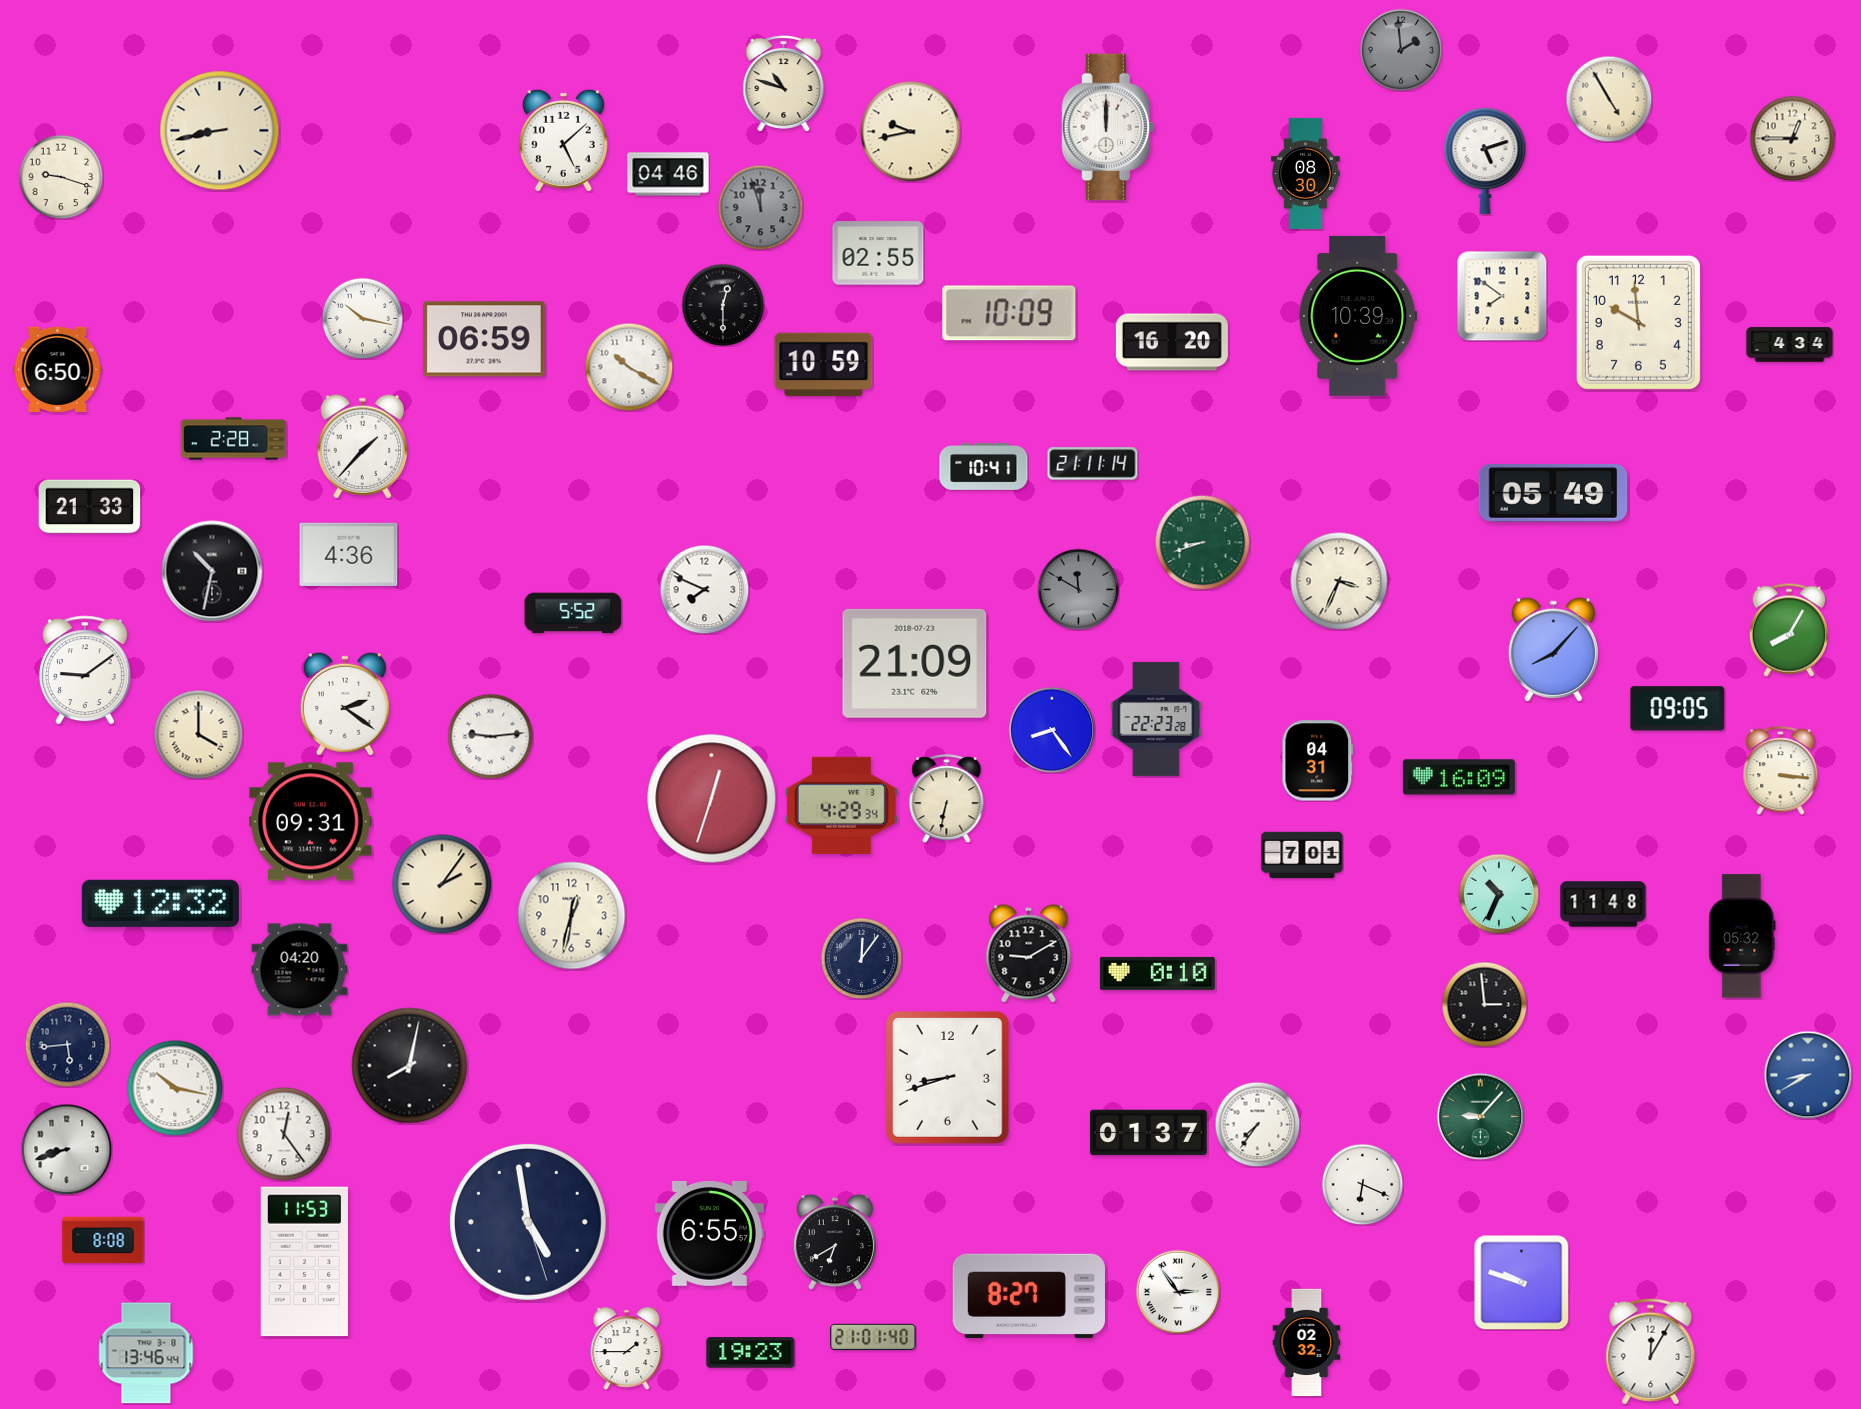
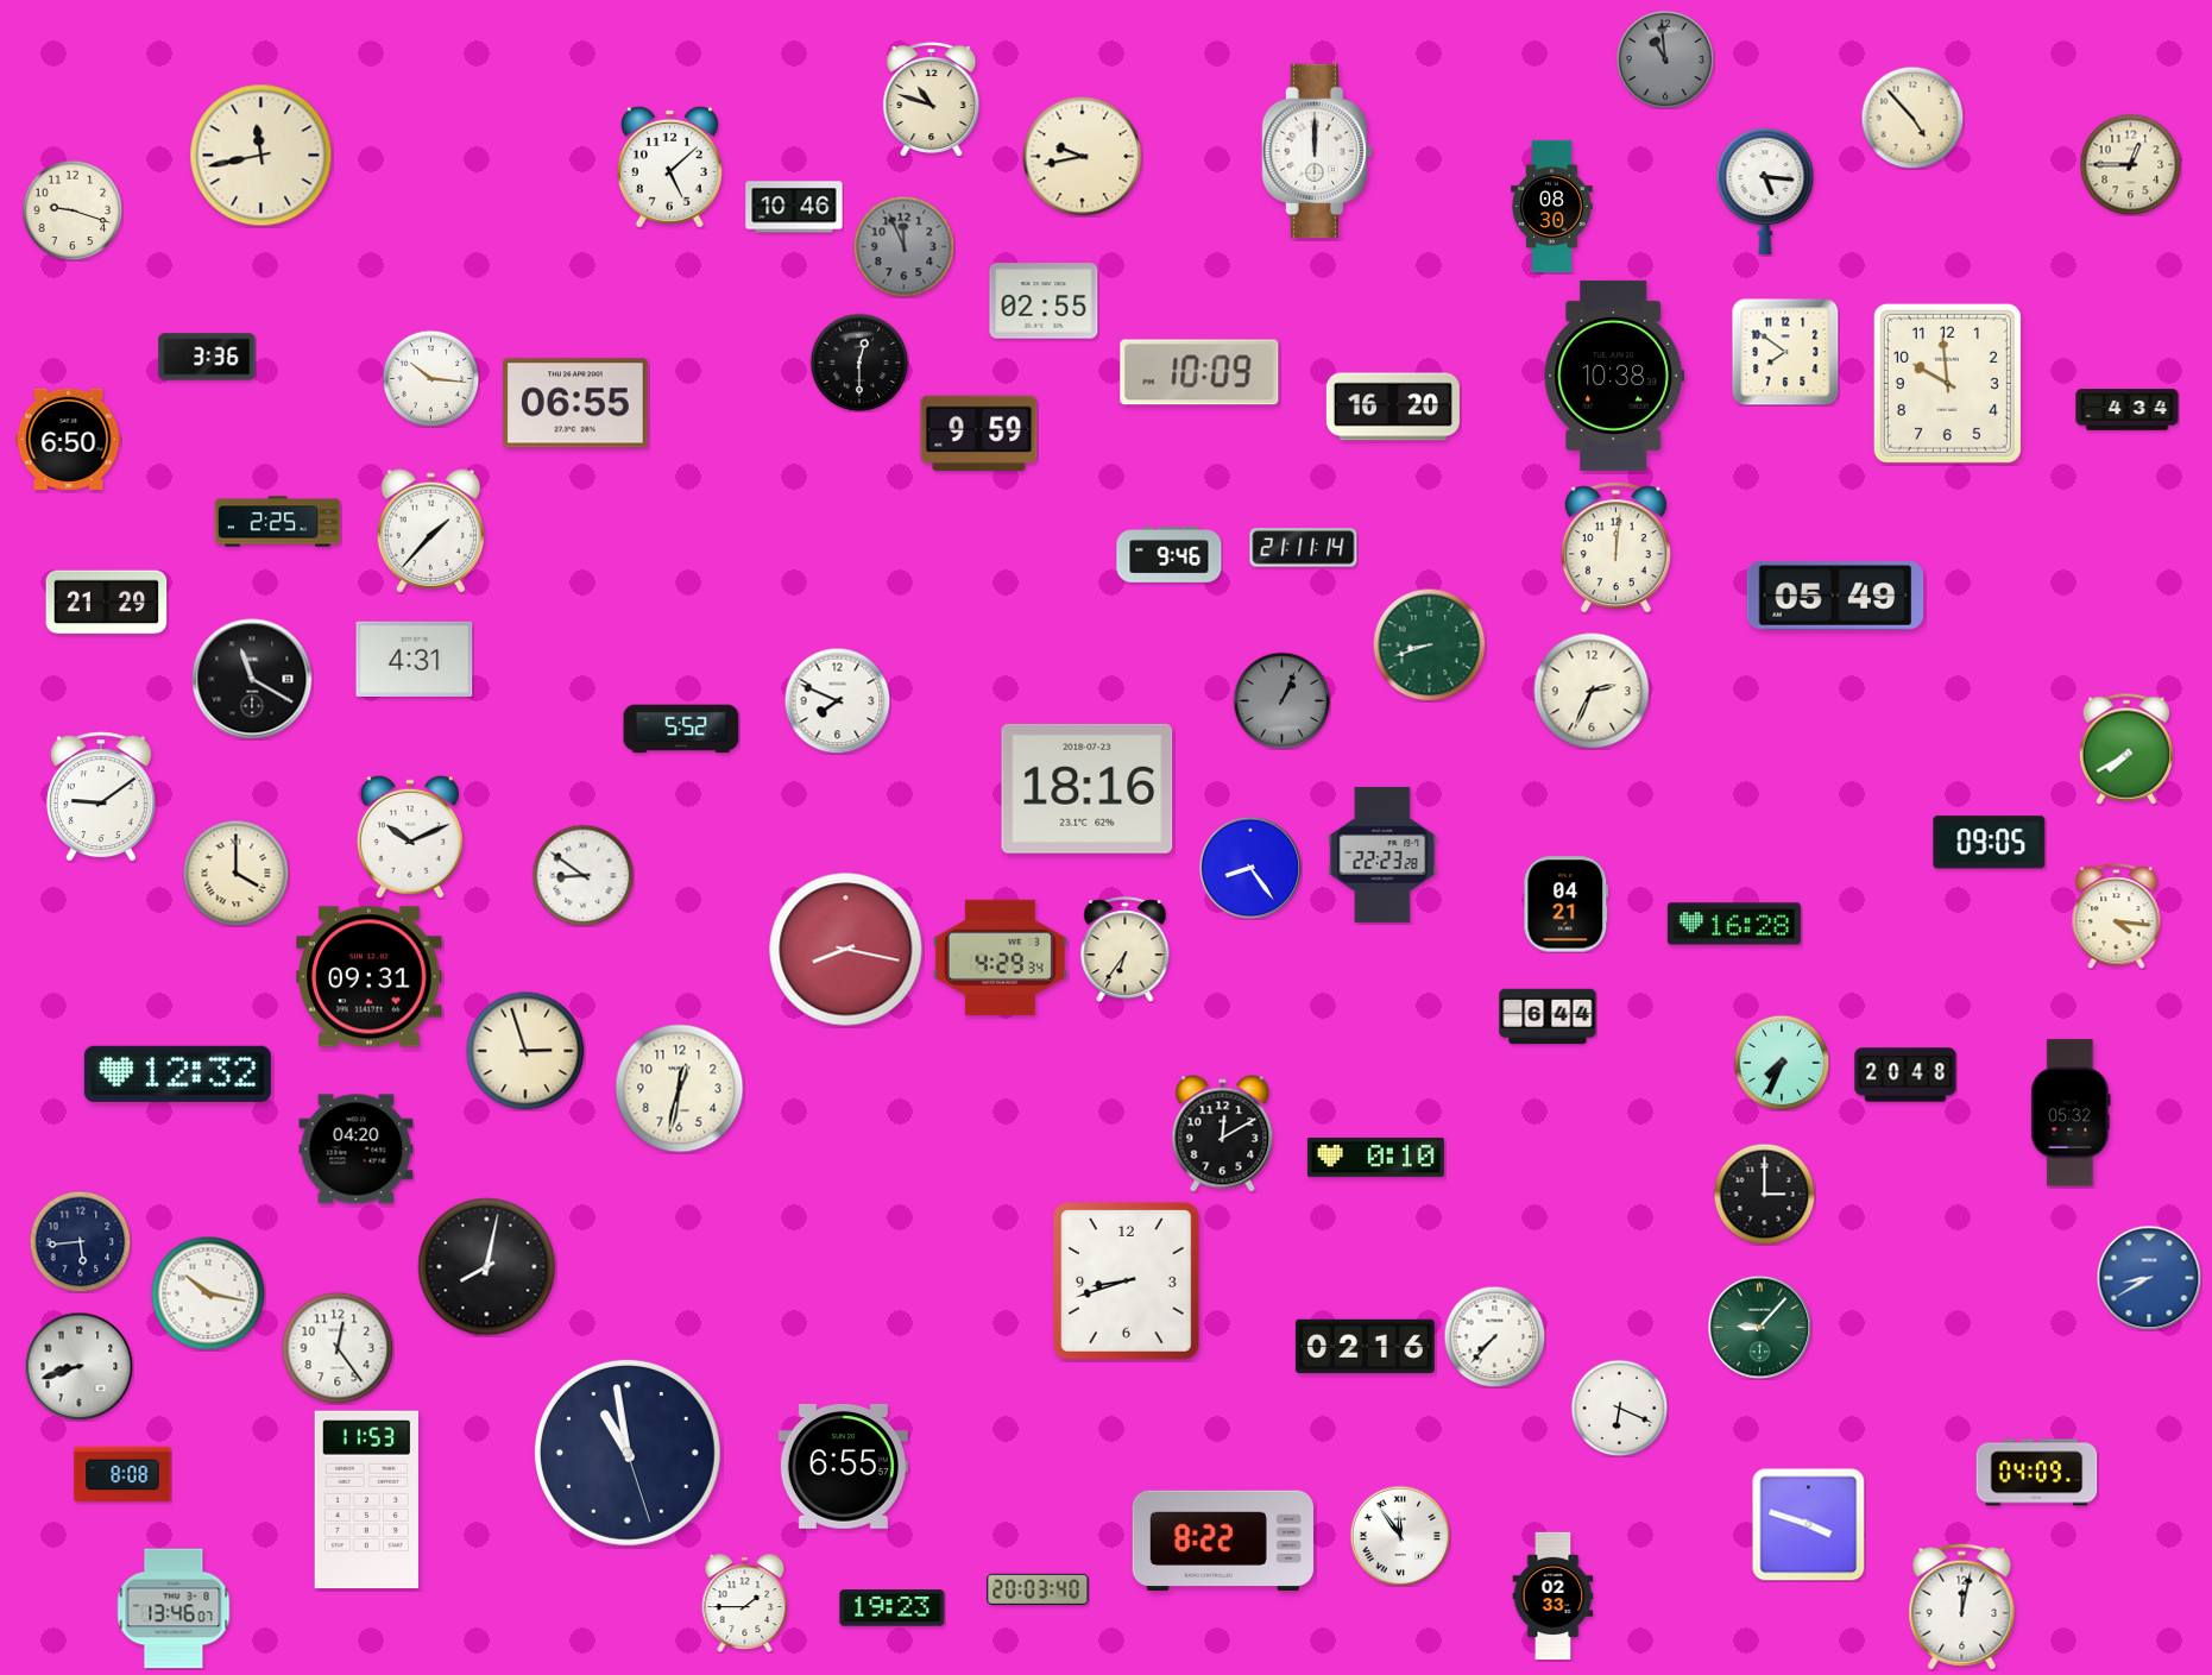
clock at (1401, 50): 1:59 -> 10:59
clock at (1609, 99): 4:55 -> 4:53
clock at (220, 131): 8:43 -> 11:43
clock at (1485, 161): 5:12 -> 5:16
clock at (668, 174): 04:46 -> 10:46
clock at (760, 207): 11:57 -> 11:56
clock at (207, 357): none -> 3:36
clock at (1358, 316): 10:39 -> 10:38
clock at (362, 318): 10:17 -> 10:16
clock at (484, 339): 06:59 -> 06:55
clock at (824, 365): 10:59 -> 9:59
clock at (629, 367): 10:20 -> none
clock at (234, 439): 2:28 -> 2:25
clock at (1615, 548): none -> 12:01
clock at (1093, 464) position: (1093, 464) -> (1304, 548)
clock at (984, 467): 10:41 -> 9:46
clock at (1553, 493) position: (1553, 493) -> (1835, 596)
clock at (90, 507): 21:33 -> 21:29
clock at (349, 554): 4:36 -> 4:31
clock at (212, 571): 10:32 -> 11:20
clock at (1339, 581): 3:34 -> 2:34
clock at (1078, 589): 11:50 -> 1:04
clock at (1789, 630): 8:05 -> 7:40
clock at (1553, 650): 8:07 -> none
clock at (915, 663): 21:09 -> 18:16
clock at (345, 704): 2:21 -> 10:11
clock at (1678, 709) position: (1678, 709) -> (1990, 843)
clock at (1156, 719) position: (1156, 719) -> (1382, 855)
clock at (490, 736): 9:14 -> 8:51
clock at (1318, 761): 04:31 -> 04:21
clock at (1781, 771): 3:16 -> 4:16
clock at (1459, 777): 16:09 -> 16:28
clock at (712, 799): 12:33 -> 8:17
clock at (947, 799): 6:32 -> 6:36
clock at (1302, 855): 7:01 -> 6:44
clock at (442, 884): 2:06 -> 2:57
clock at (1499, 894): 10:34 -> 7:34
clock at (160, 903) position: (160, 903) -> (177, 1073)
clock at (1603, 904): 11:48 -> 20:48
clock at (1029, 954): 9:10 -> 12:10
clock at (861, 958): 12:06 -> none
clock at (300, 970) position: (300, 970) -> (357, 1150)
clock at (1484, 1004): 2:59 -> 3:00
clock at (1257, 1124): 7:36 -> 7:37
clock at (1148, 1133): 01:37 -> 02:16
clock at (528, 1222): 4:58 -> 10:58
clock at (2037, 1473): none -> 04:09
clock at (835, 1242): 6:40 -> none
clock at (304, 1262) position: (304, 1262) -> (366, 1500)
clock at (1522, 1283): 9:48 -> 3:48
clock at (1178, 1292): 2:54 -> 11:54
clock at (1029, 1296): 8:27 -> 8:22
clock at (873, 1337): 21:01 -> 20:03
clock at (1307, 1343): 02:32 -> 02:33
clock at (1651, 1352): 12:05 -> 12:02
clock at (146, 1353): 13:46:44 -> 13:46:07
